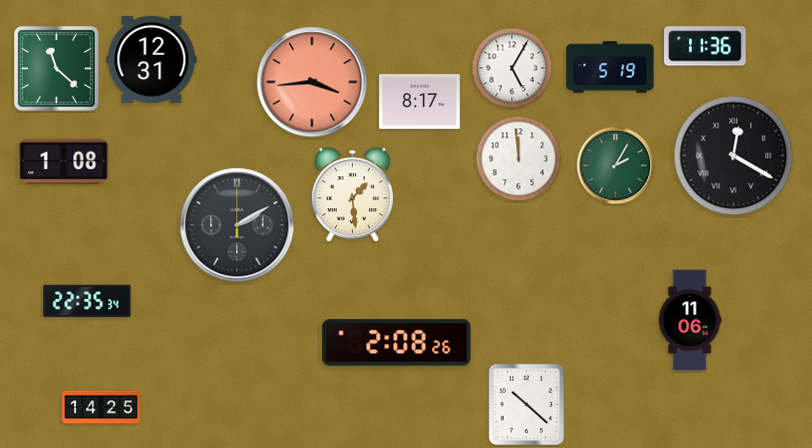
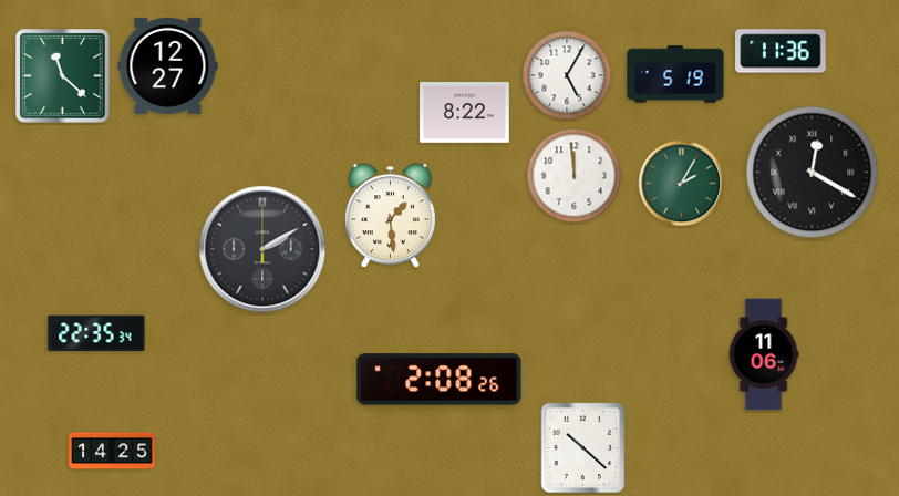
clock at (152, 59): 12:31 -> 12:27
clock at (312, 82): 3:44 -> none
clock at (420, 102): 8:17 -> 8:22
clock at (64, 162): 1:08 -> none
